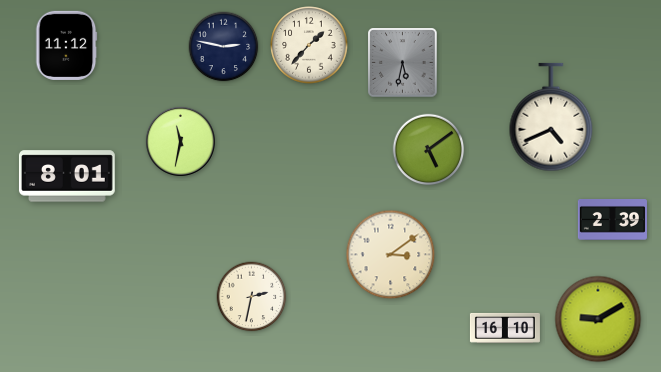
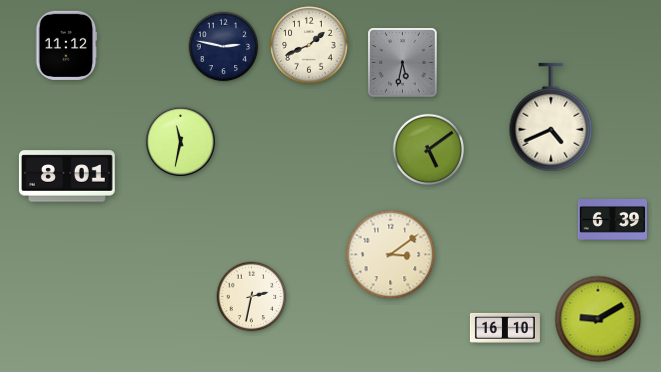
clock at (309, 45): 1:37 -> 1:41
clock at (612, 220): 2:39 -> 6:39
